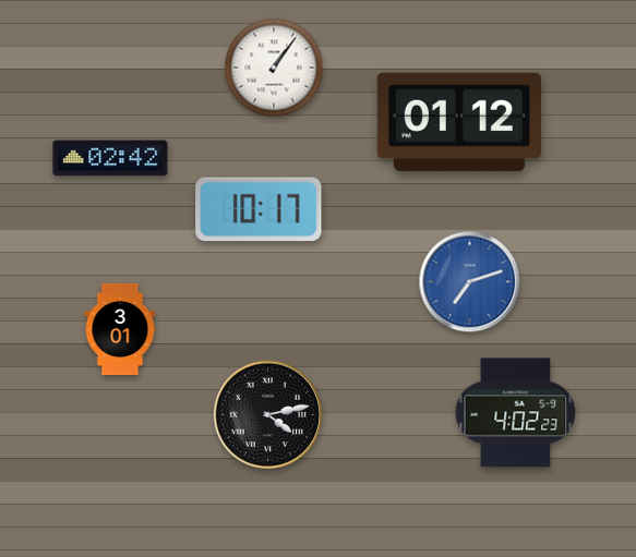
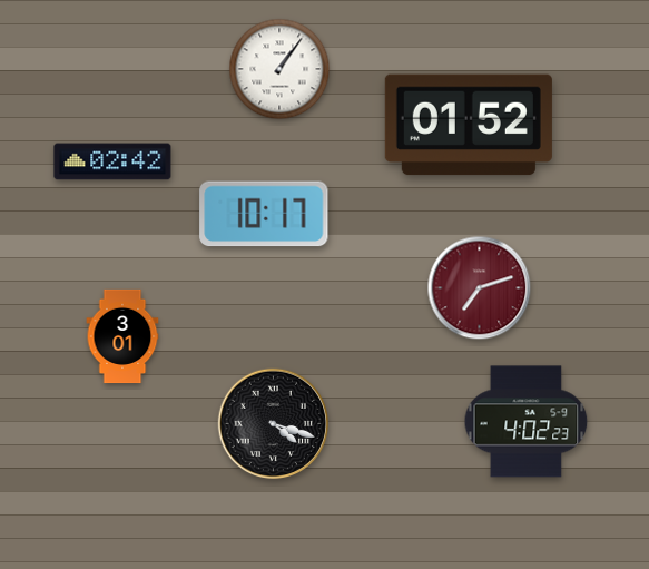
clock at (459, 122): 01:12 -> 01:52
clock at (470, 282) dial: blue -> burgundy
clock at (268, 415): 4:13 -> 4:18
